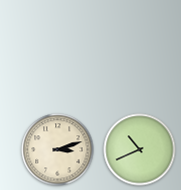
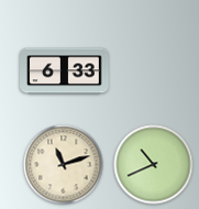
clock at (65, 71): none -> 6:33
clock at (58, 150): 3:12 -> 11:12
